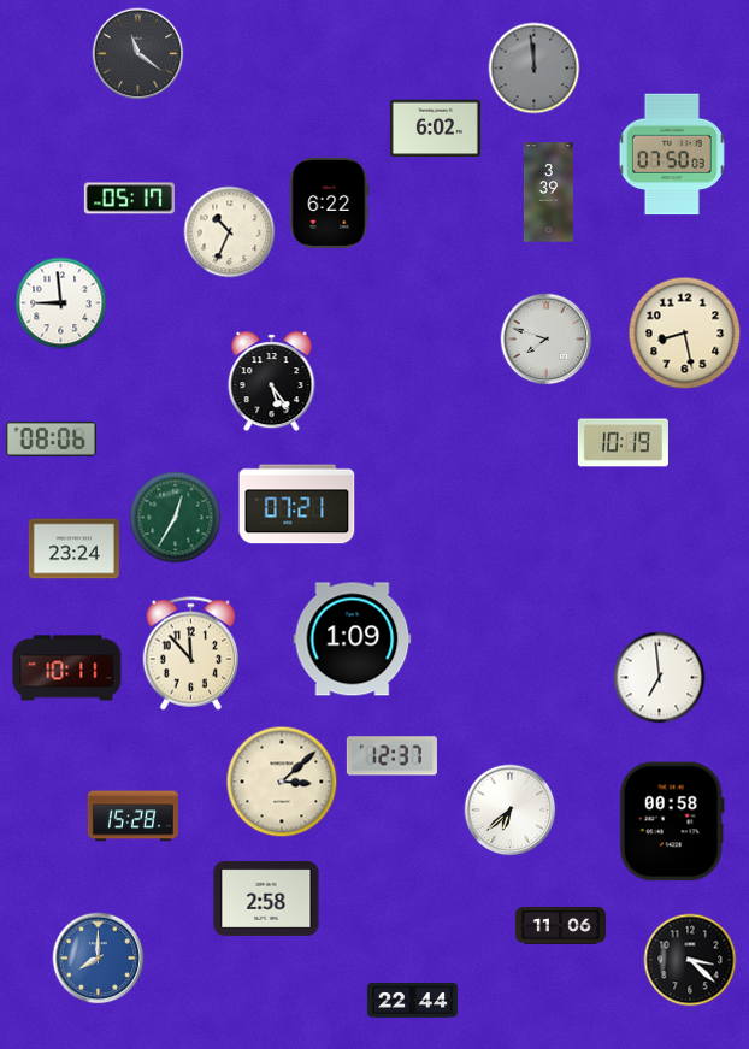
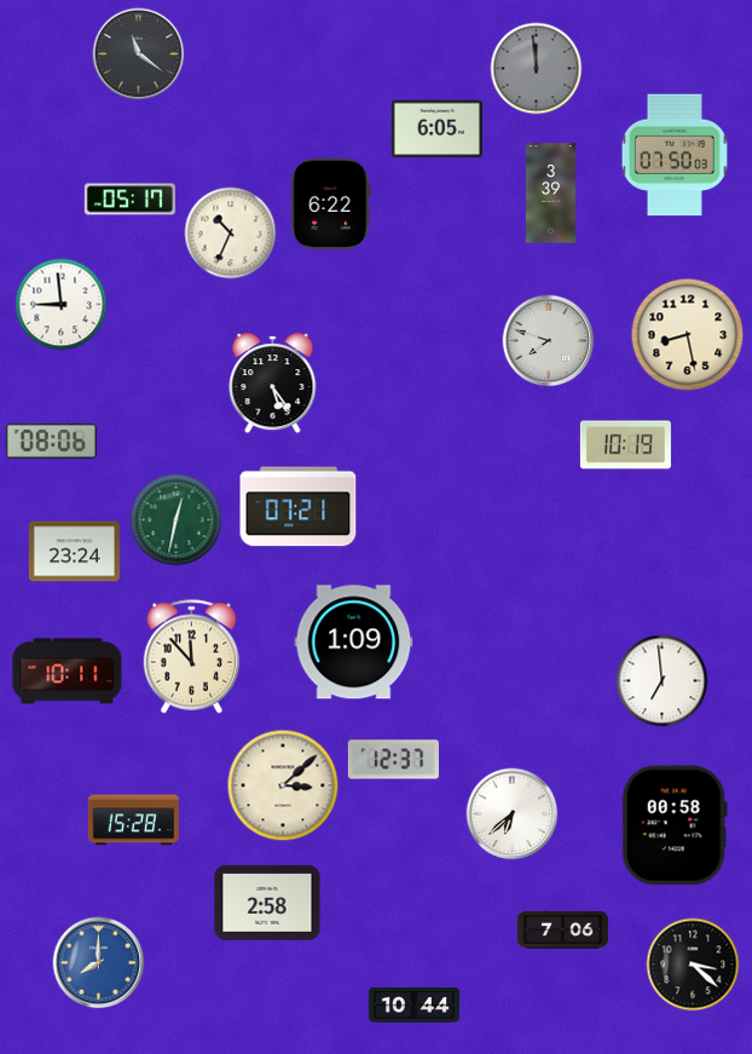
clock at (435, 129): 6:02 -> 6:05
clock at (176, 518): 12:35 -> 12:32
clock at (560, 926): 11:06 -> 7:06
clock at (412, 1001): 22:44 -> 10:44
